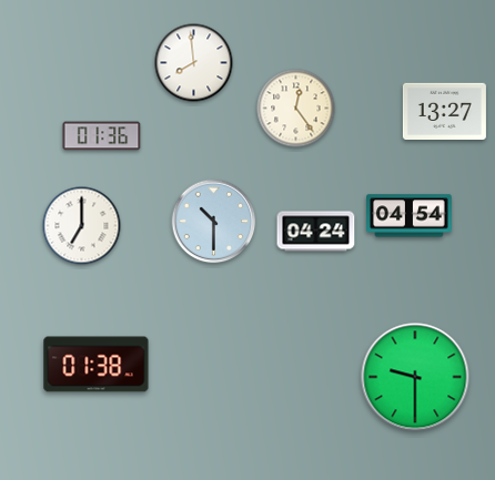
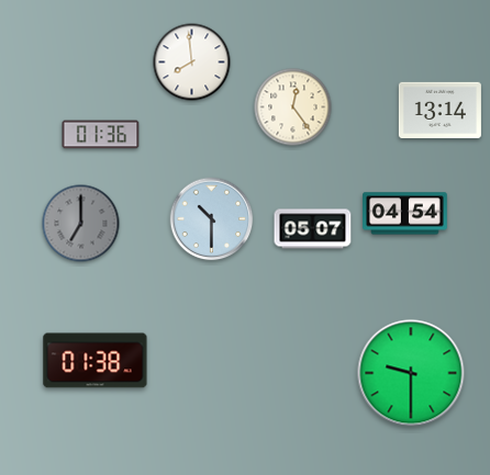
clock at (444, 111): 13:27 -> 13:14
clock at (82, 226) dial: white -> grey
clock at (316, 232): 04:24 -> 05:07
